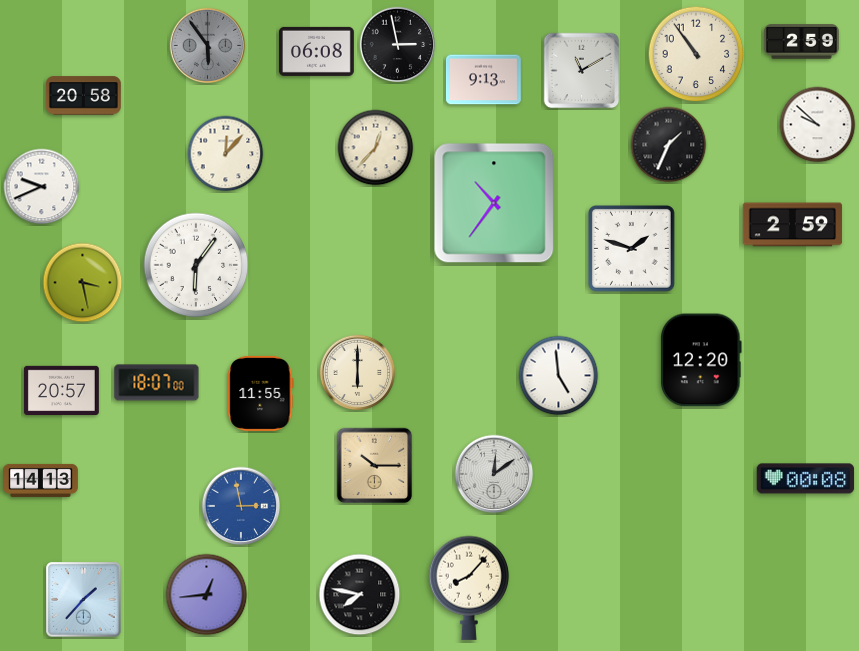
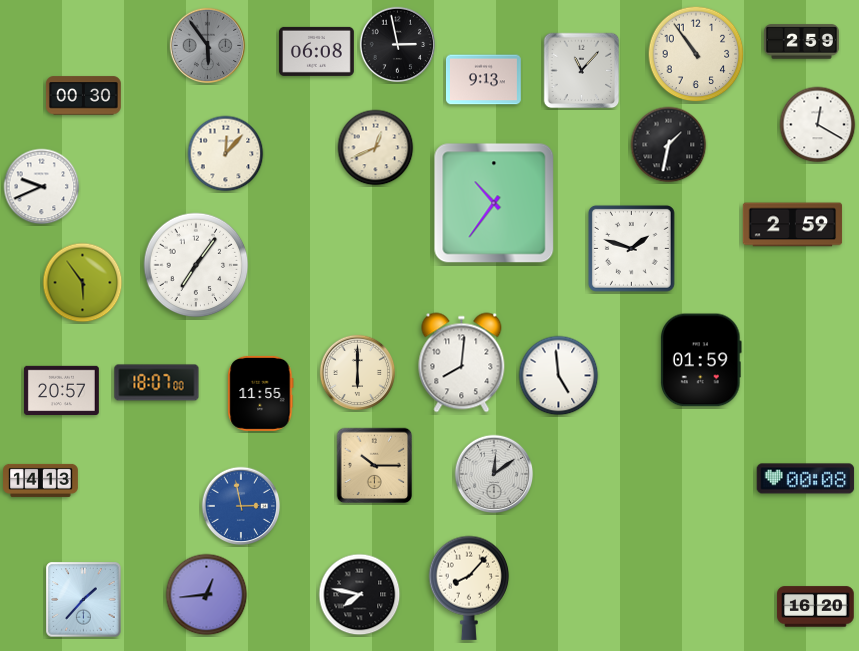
clock at (582, 71): 11:10 -> 11:07
clock at (83, 96): 20:58 -> 00:30
clock at (818, 125): 9:52 -> 12:20
clock at (669, 145): 1:34 -> 1:32
clock at (376, 148): 12:37 -> 12:41
clock at (196, 265): 6:06 -> 7:06
clock at (83, 283): 3:28 -> 5:54
clock at (702, 360): 12:20 -> 01:59
clock at (462, 363): none -> 8:01
clock at (816, 607): none -> 16:20
